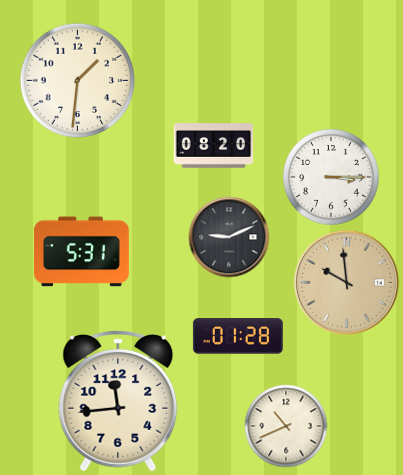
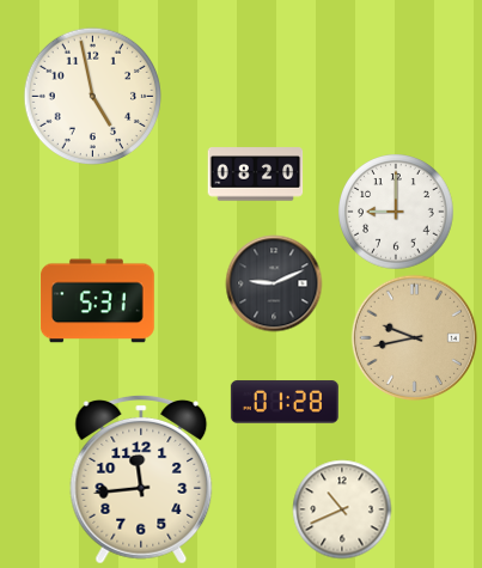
clock at (77, 80): 1:31 -> 4:58
clock at (331, 177): 3:15 -> 9:00
clock at (346, 282): 9:59 -> 9:43
